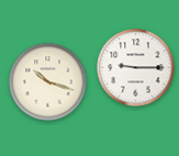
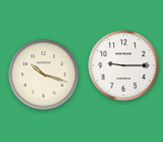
clock at (136, 68) position: (136, 68) -> (124, 66)
